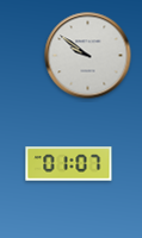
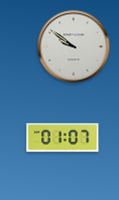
clock at (69, 164) position: (69, 164) -> (63, 138)
